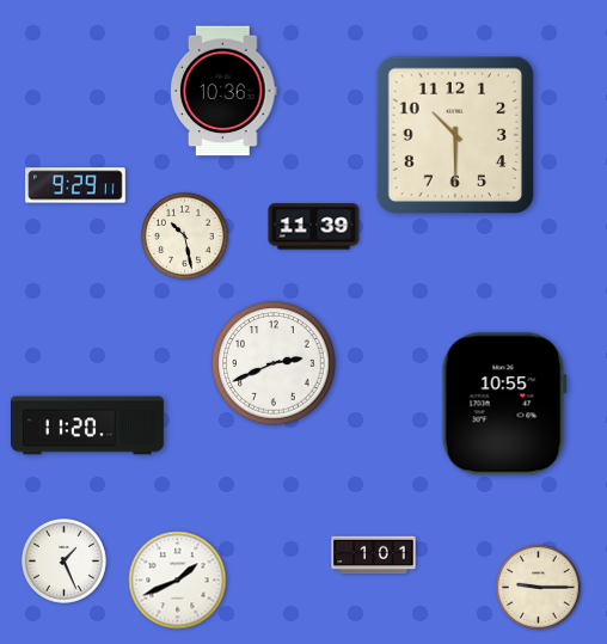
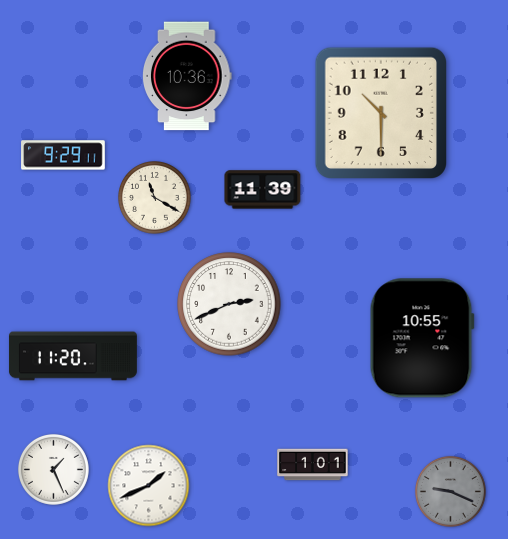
clock at (185, 237): 10:28 -> 11:20
clock at (538, 587): 9:15 -> 9:19
clock at (538, 587) dial: cream -> grey
